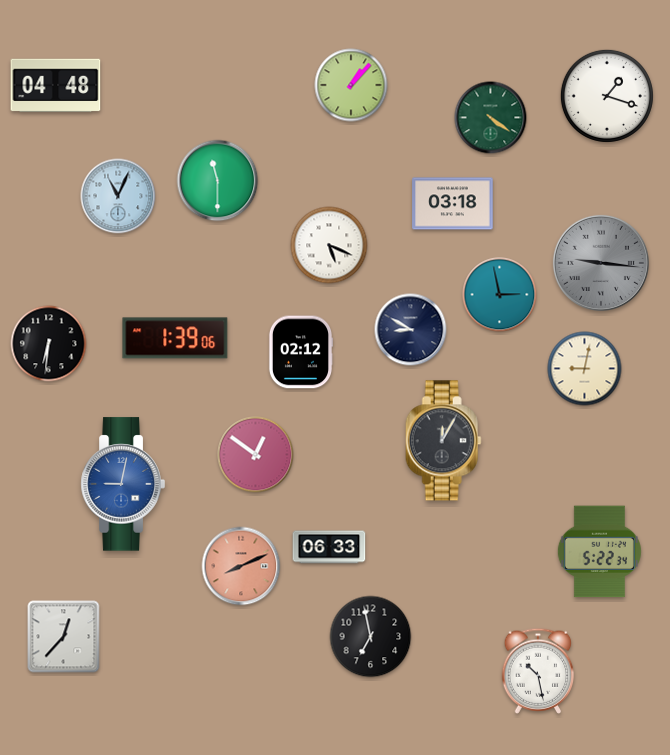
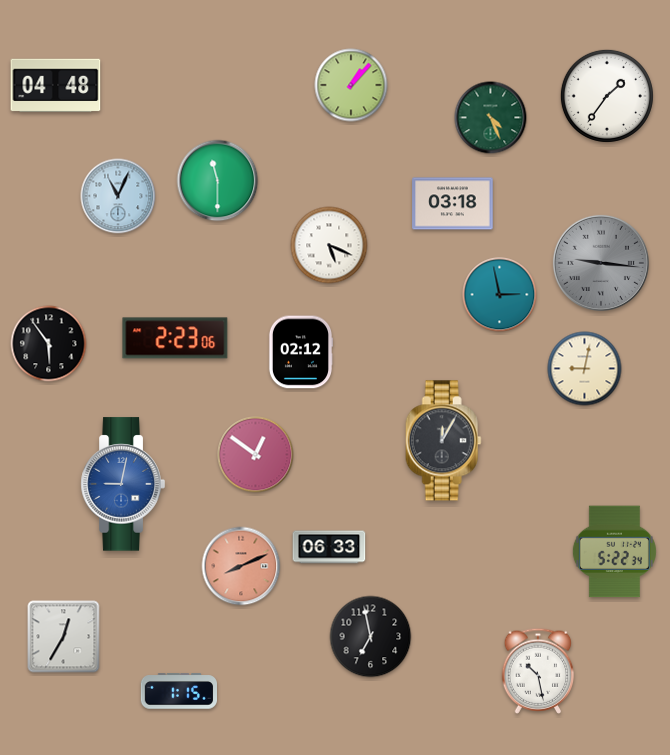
clock at (607, 96): 1:18 -> 1:36
clock at (491, 118): 4:21 -> 4:26
clock at (411, 330): 8:50 -> none
clock at (175, 338): 1:39 -> 2:23
clock at (49, 344): 6:31 -> 5:54
clock at (599, 552) position: (599, 552) -> (614, 552)
clock at (64, 637): 12:37 -> 12:35
clock at (178, 691): none -> 1:15
